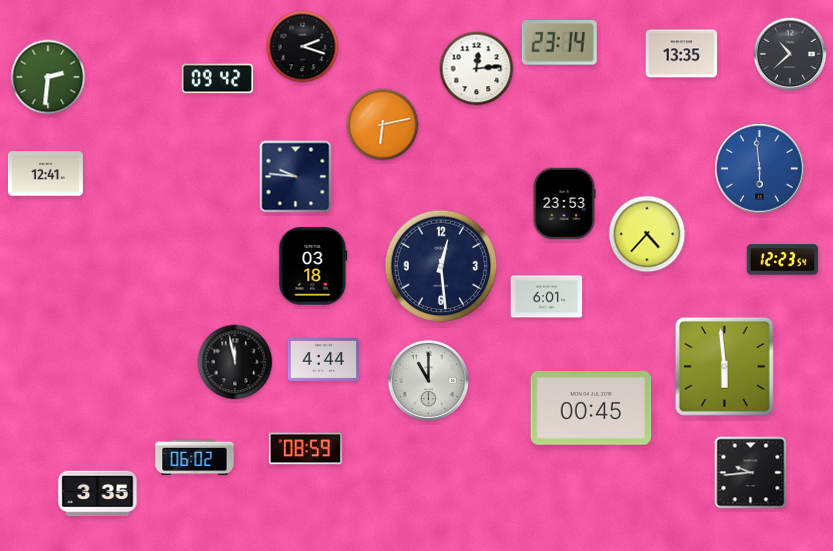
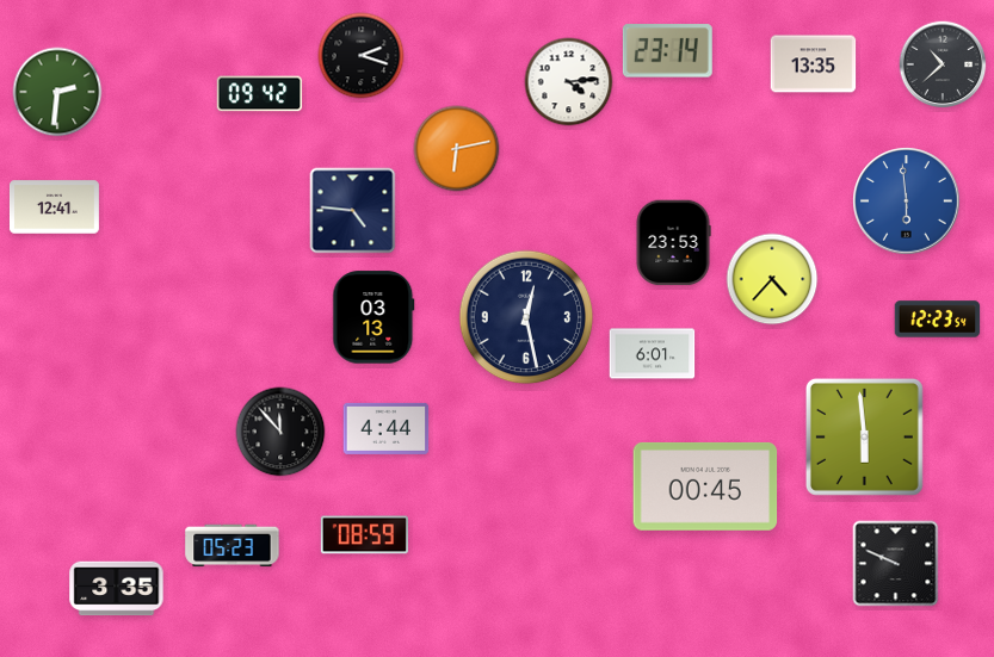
clock at (477, 69): 12:14 -> 4:14
clock at (296, 177): 9:46 -> 4:46
clock at (783, 260) position: (783, 260) -> (938, 320)
clock at (313, 266): 03:18 -> 03:13
clock at (441, 266): 12:29 -> 12:28
clock at (235, 362): 11:58 -> 11:53
clock at (428, 380): 11:00 -> none
clock at (195, 458): 06:02 -> 05:23
clock at (751, 473): 9:44 -> 9:49
